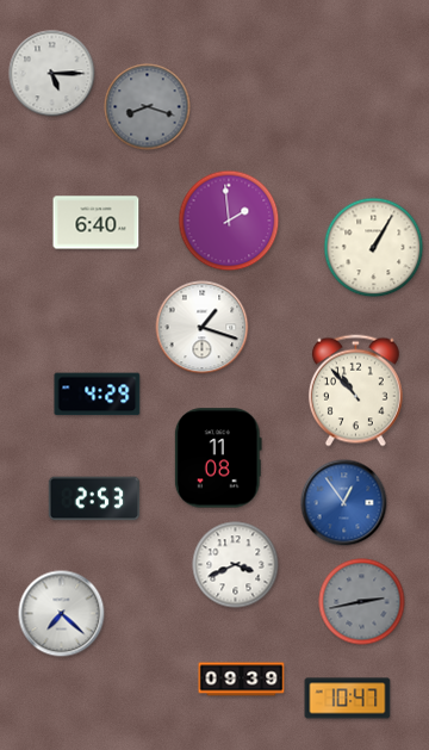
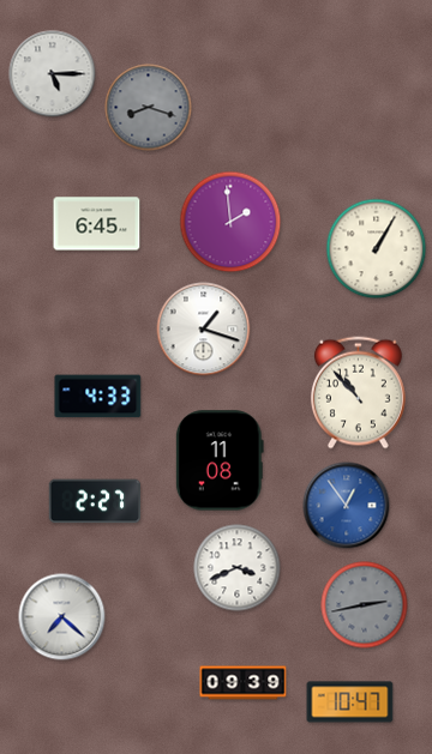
clock at (97, 223): 6:40 -> 6:45
clock at (98, 395): 4:29 -> 4:33
clock at (94, 498): 2:53 -> 2:27
